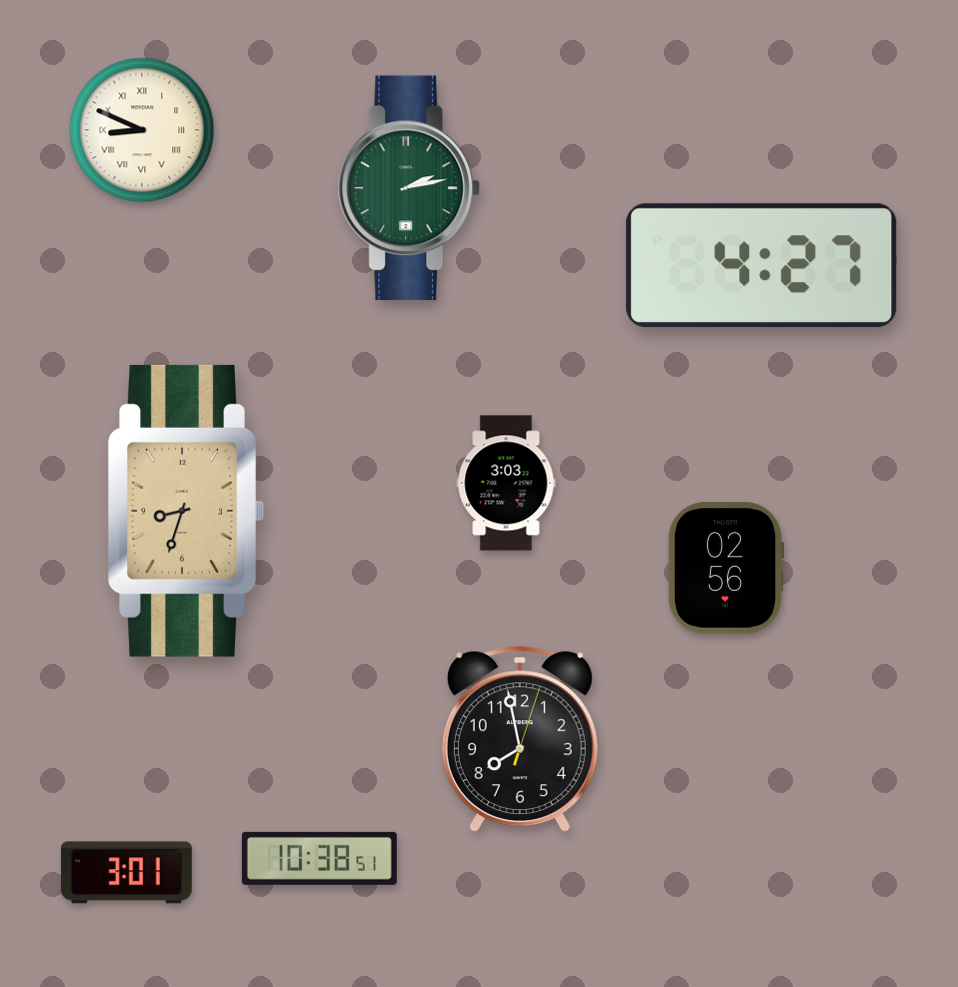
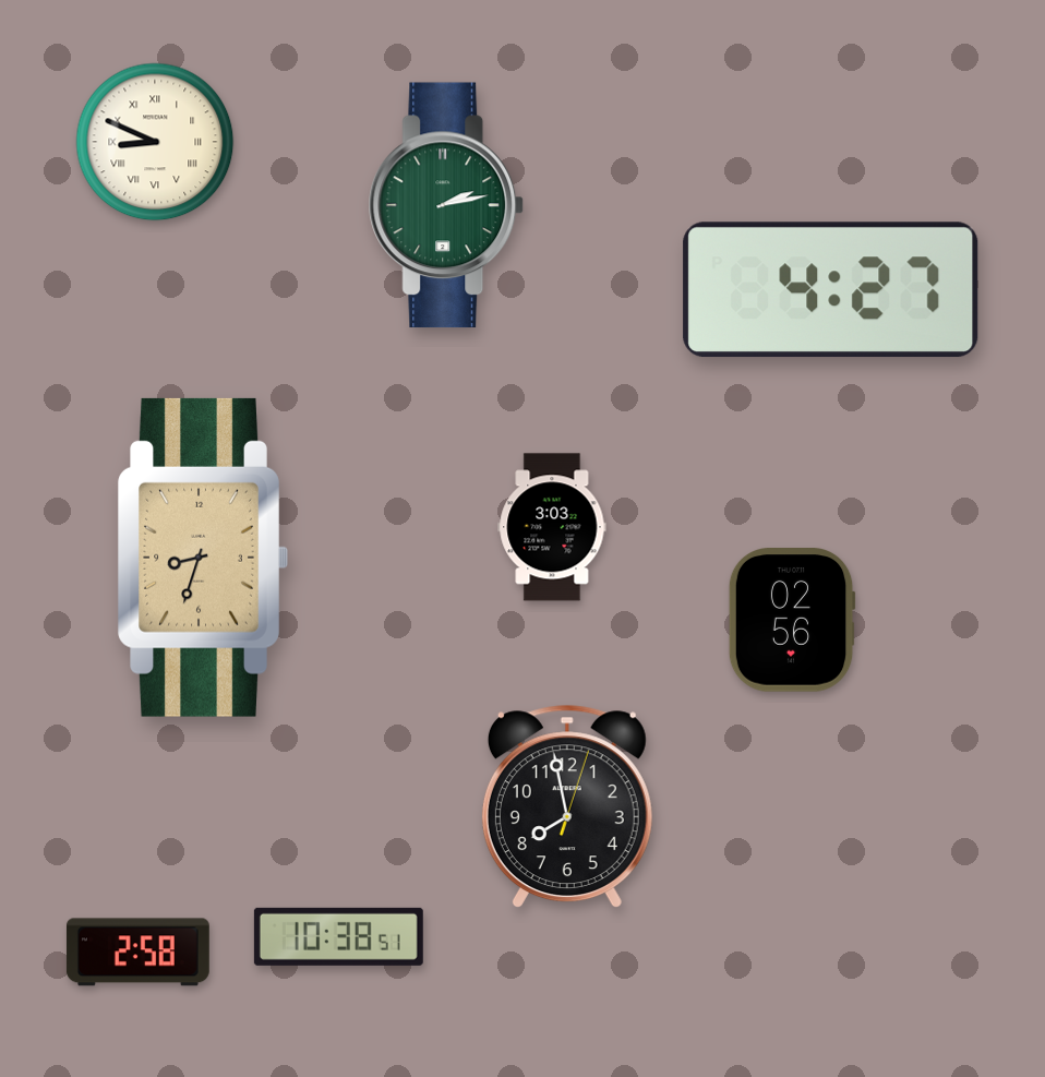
clock at (319, 858) position: (319, 858) -> (338, 936)
clock at (126, 873): 3:01 -> 2:58
